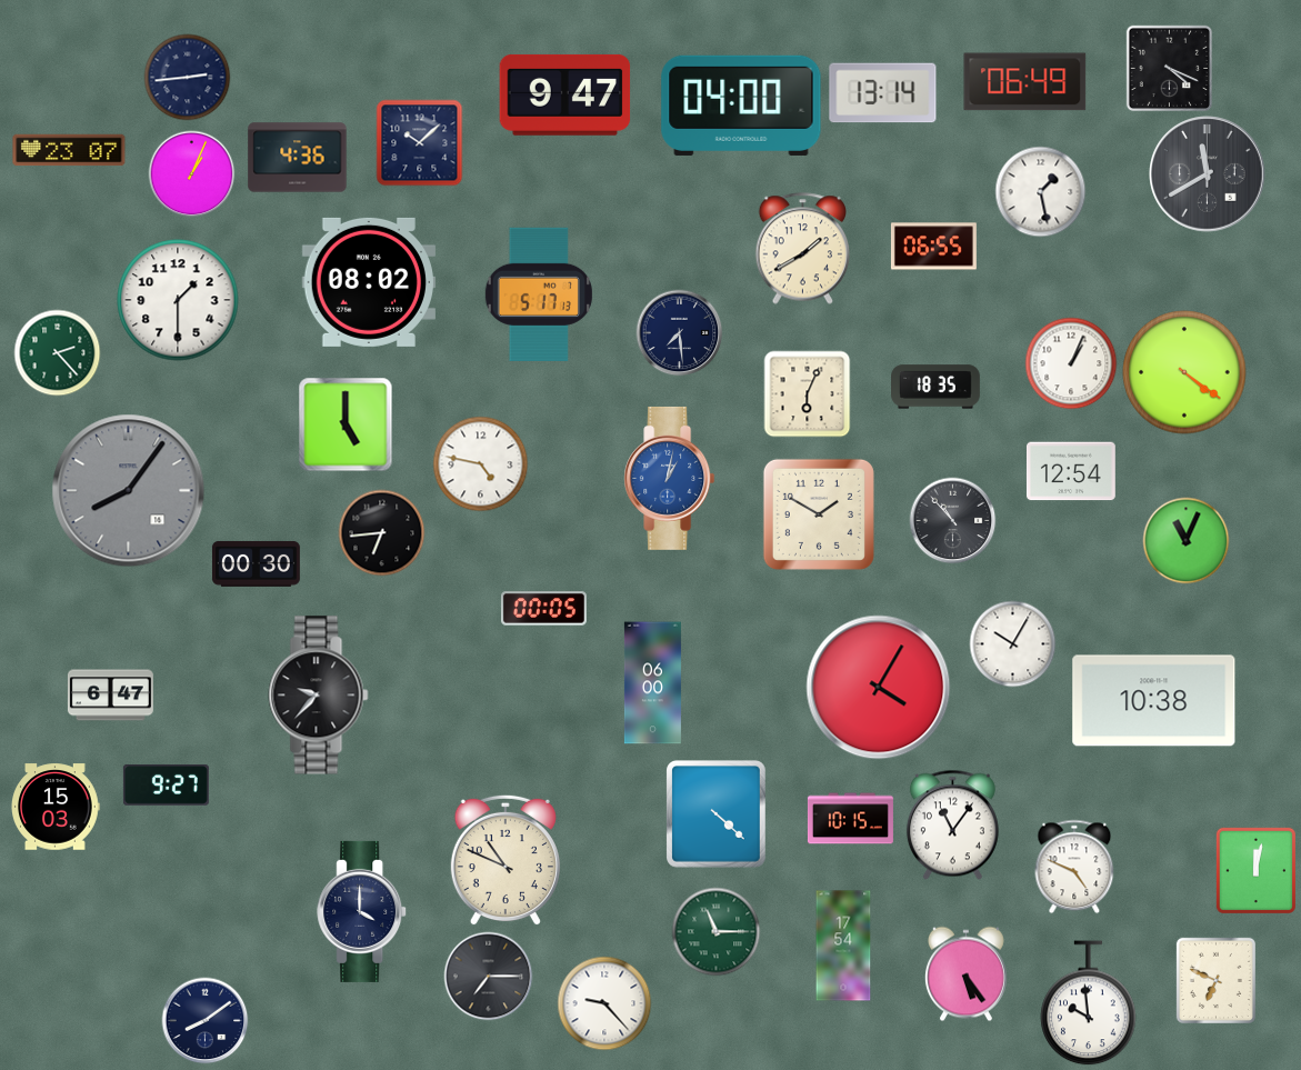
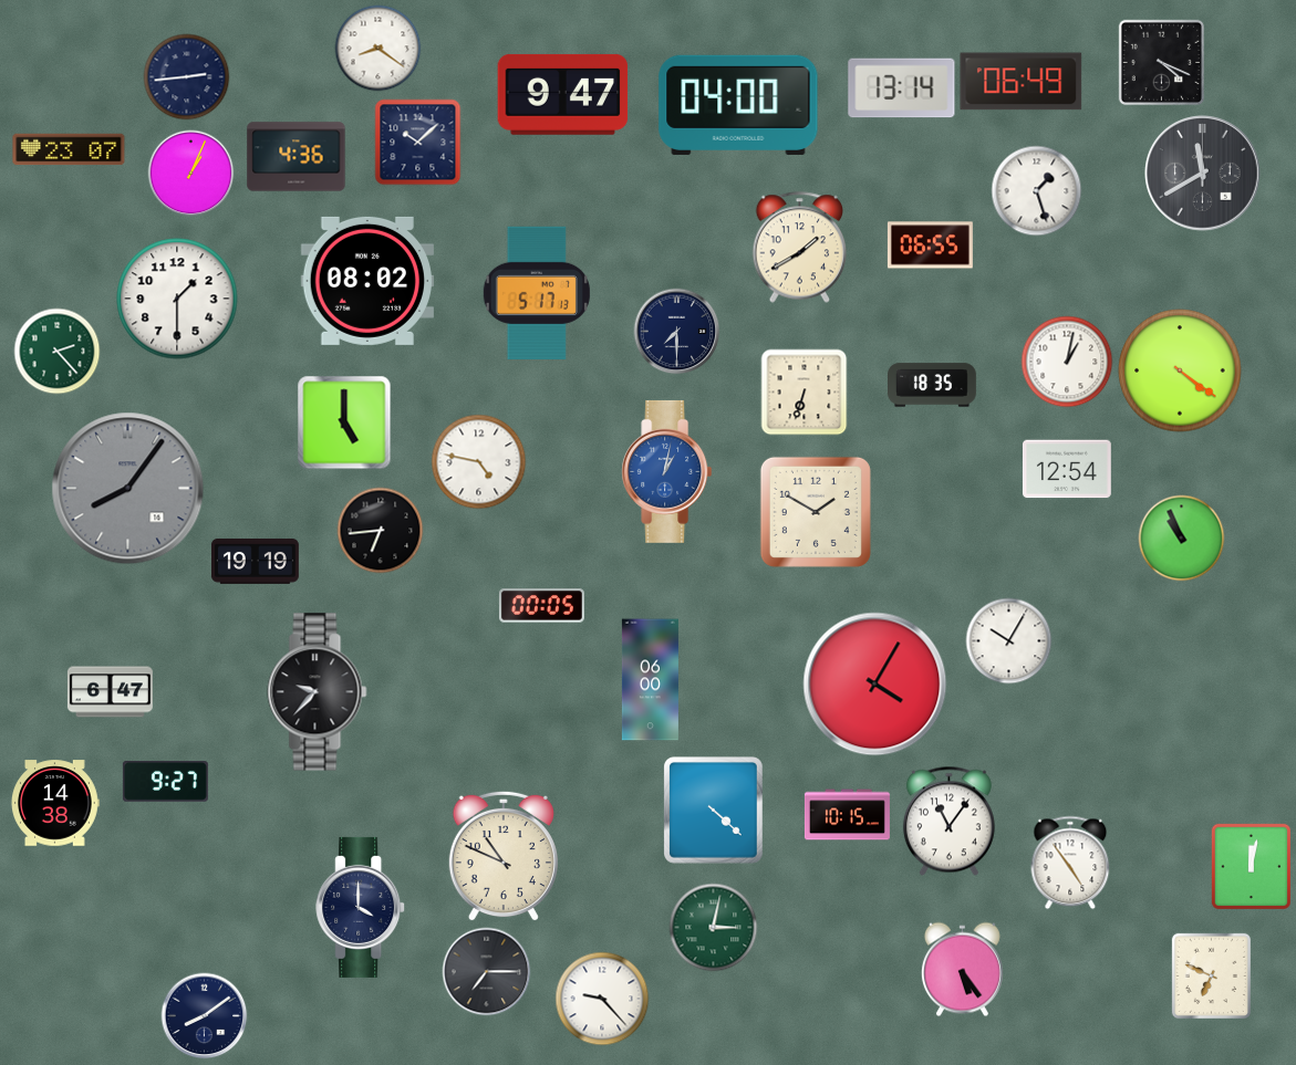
clock at (377, 48): none -> 8:21
clock at (1169, 68) position: (1169, 68) -> (1161, 62)
clock at (883, 93) position: (883, 93) -> (902, 88)
clock at (1040, 191): 1:28 -> 1:27
clock at (679, 332): 7:29 -> 7:30
clock at (1071, 363): 1:04 -> 1:02
clock at (807, 393): 6:04 -> 6:33
clock at (670, 478) position: (670, 478) -> (667, 471)
clock at (952, 520): 10:53 -> none
clock at (1185, 540): 11:04 -> 10:56
clock at (256, 563): 00:30 -> 19:19
clock at (1154, 701): 10:38 -> none
clock at (56, 807): 15:03 -> 14:38
clock at (1074, 867): 4:49 -> 4:54
clock at (715, 931): 11:15 -> 3:02
clock at (843, 946): 17:54 -> none
clock at (1089, 1003): 9:59 -> none
